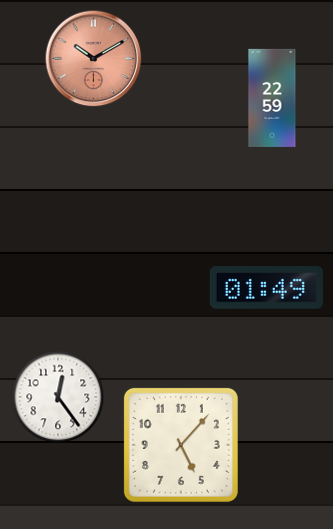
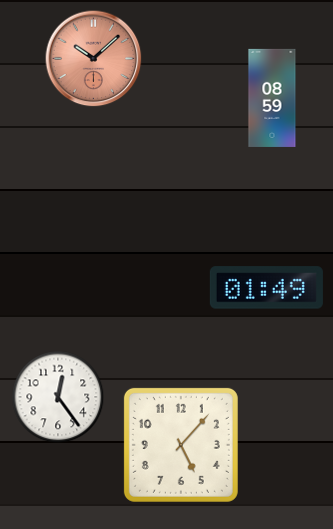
clock at (94, 59): 10:10 -> 10:08
clock at (272, 98): 22:59 -> 08:59
